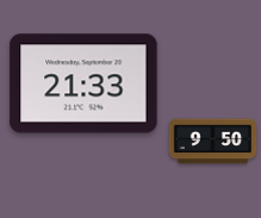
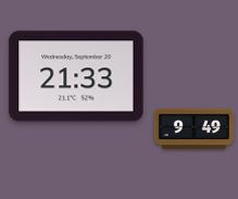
clock at (213, 142): 9:50 -> 9:49
